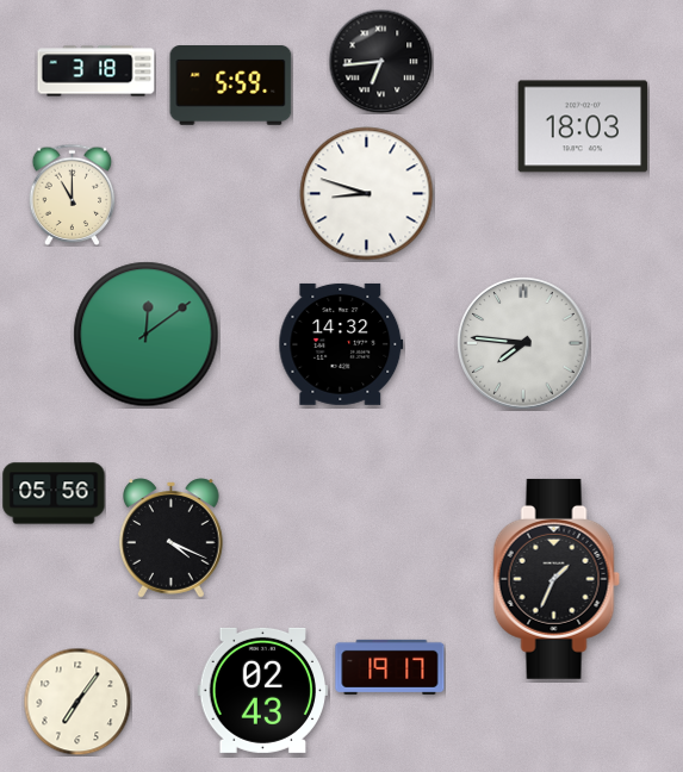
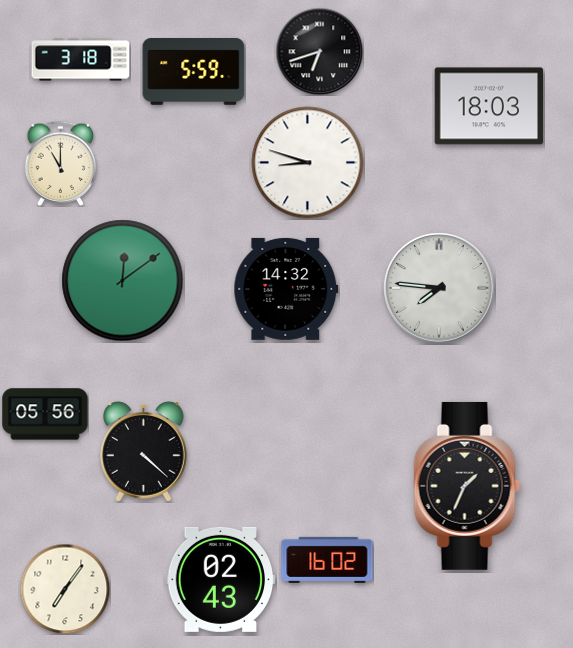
clock at (380, 61): 6:44 -> 6:42
clock at (172, 538): 4:19 -> 4:22
clock at (390, 667): 19:17 -> 16:02
